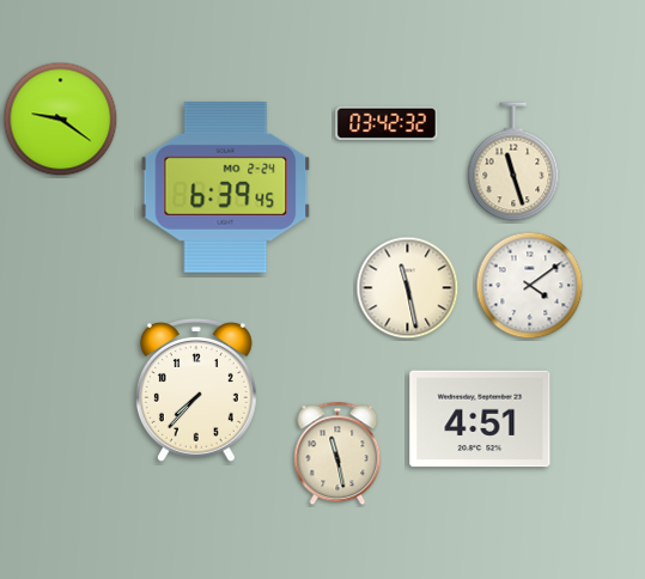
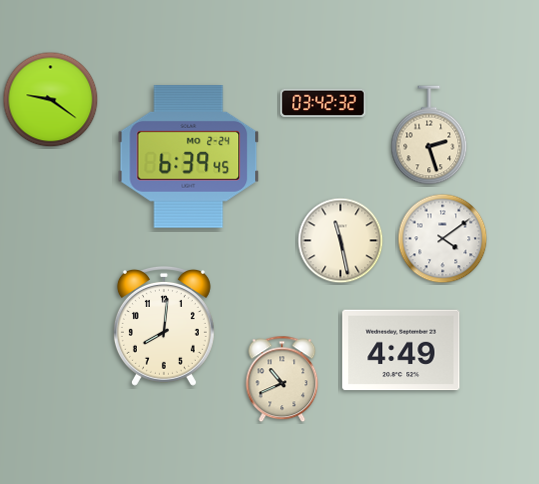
clock at (513, 161): 11:27 -> 2:27
clock at (196, 390): 7:37 -> 8:01
clock at (480, 419): 4:51 -> 4:49
clock at (337, 453): 11:28 -> 10:41
